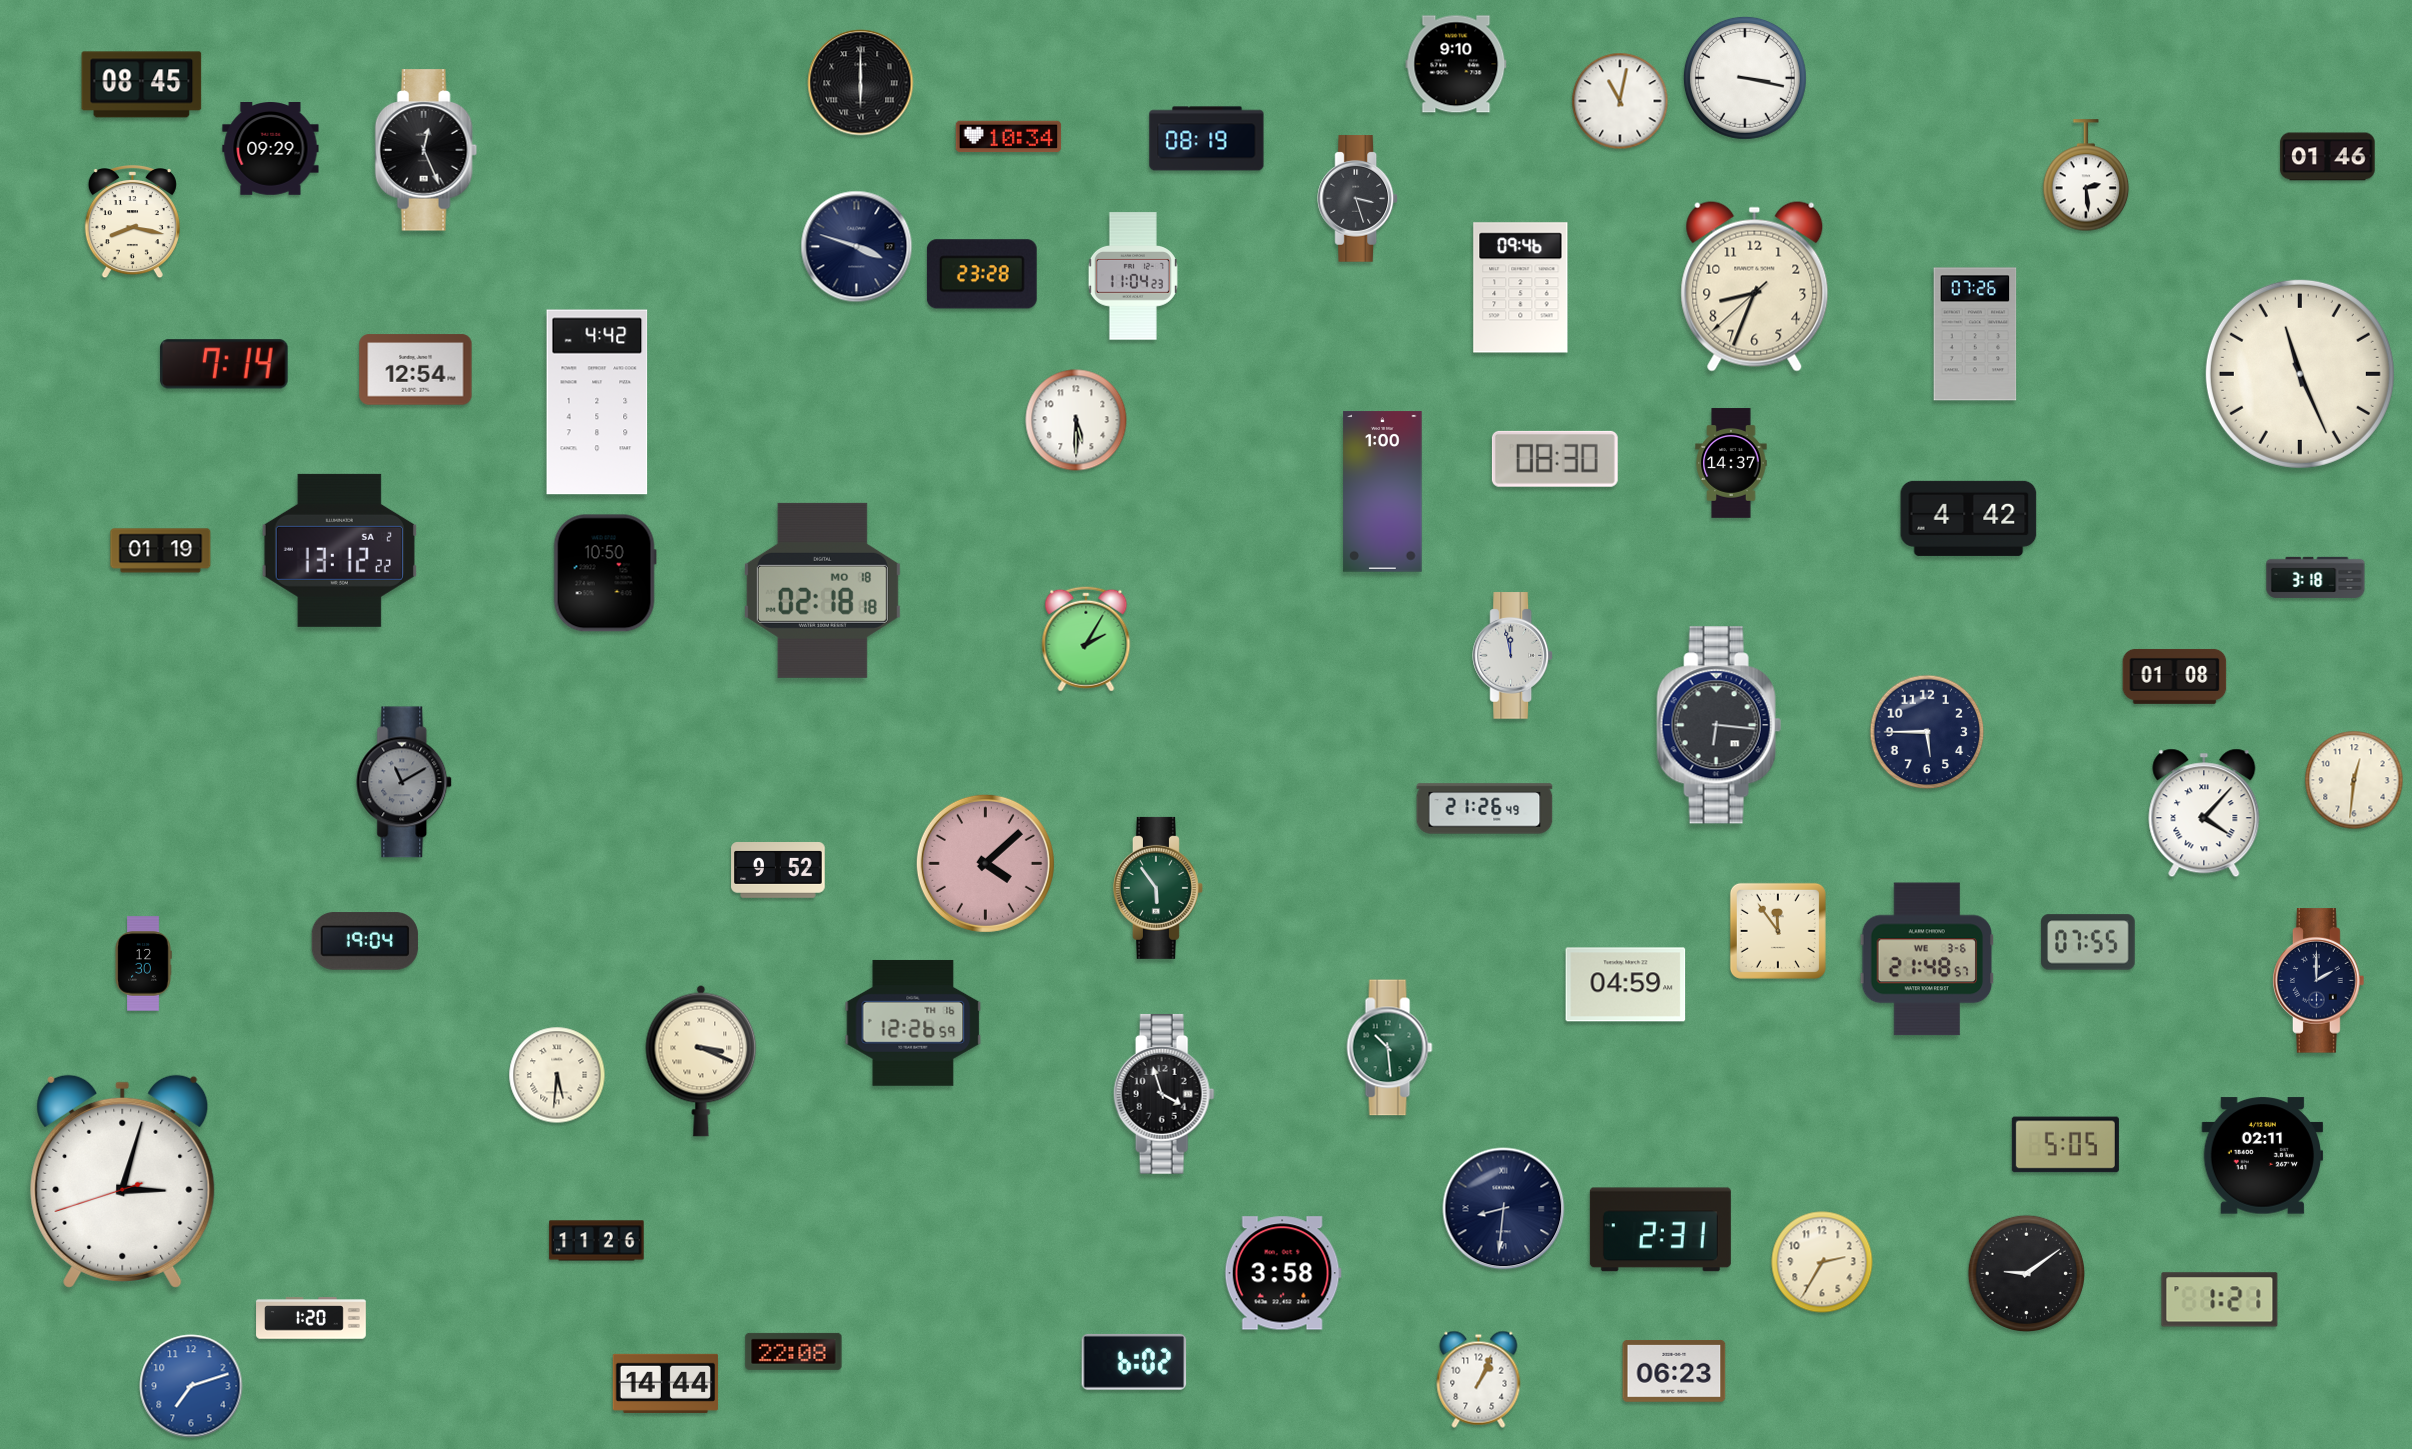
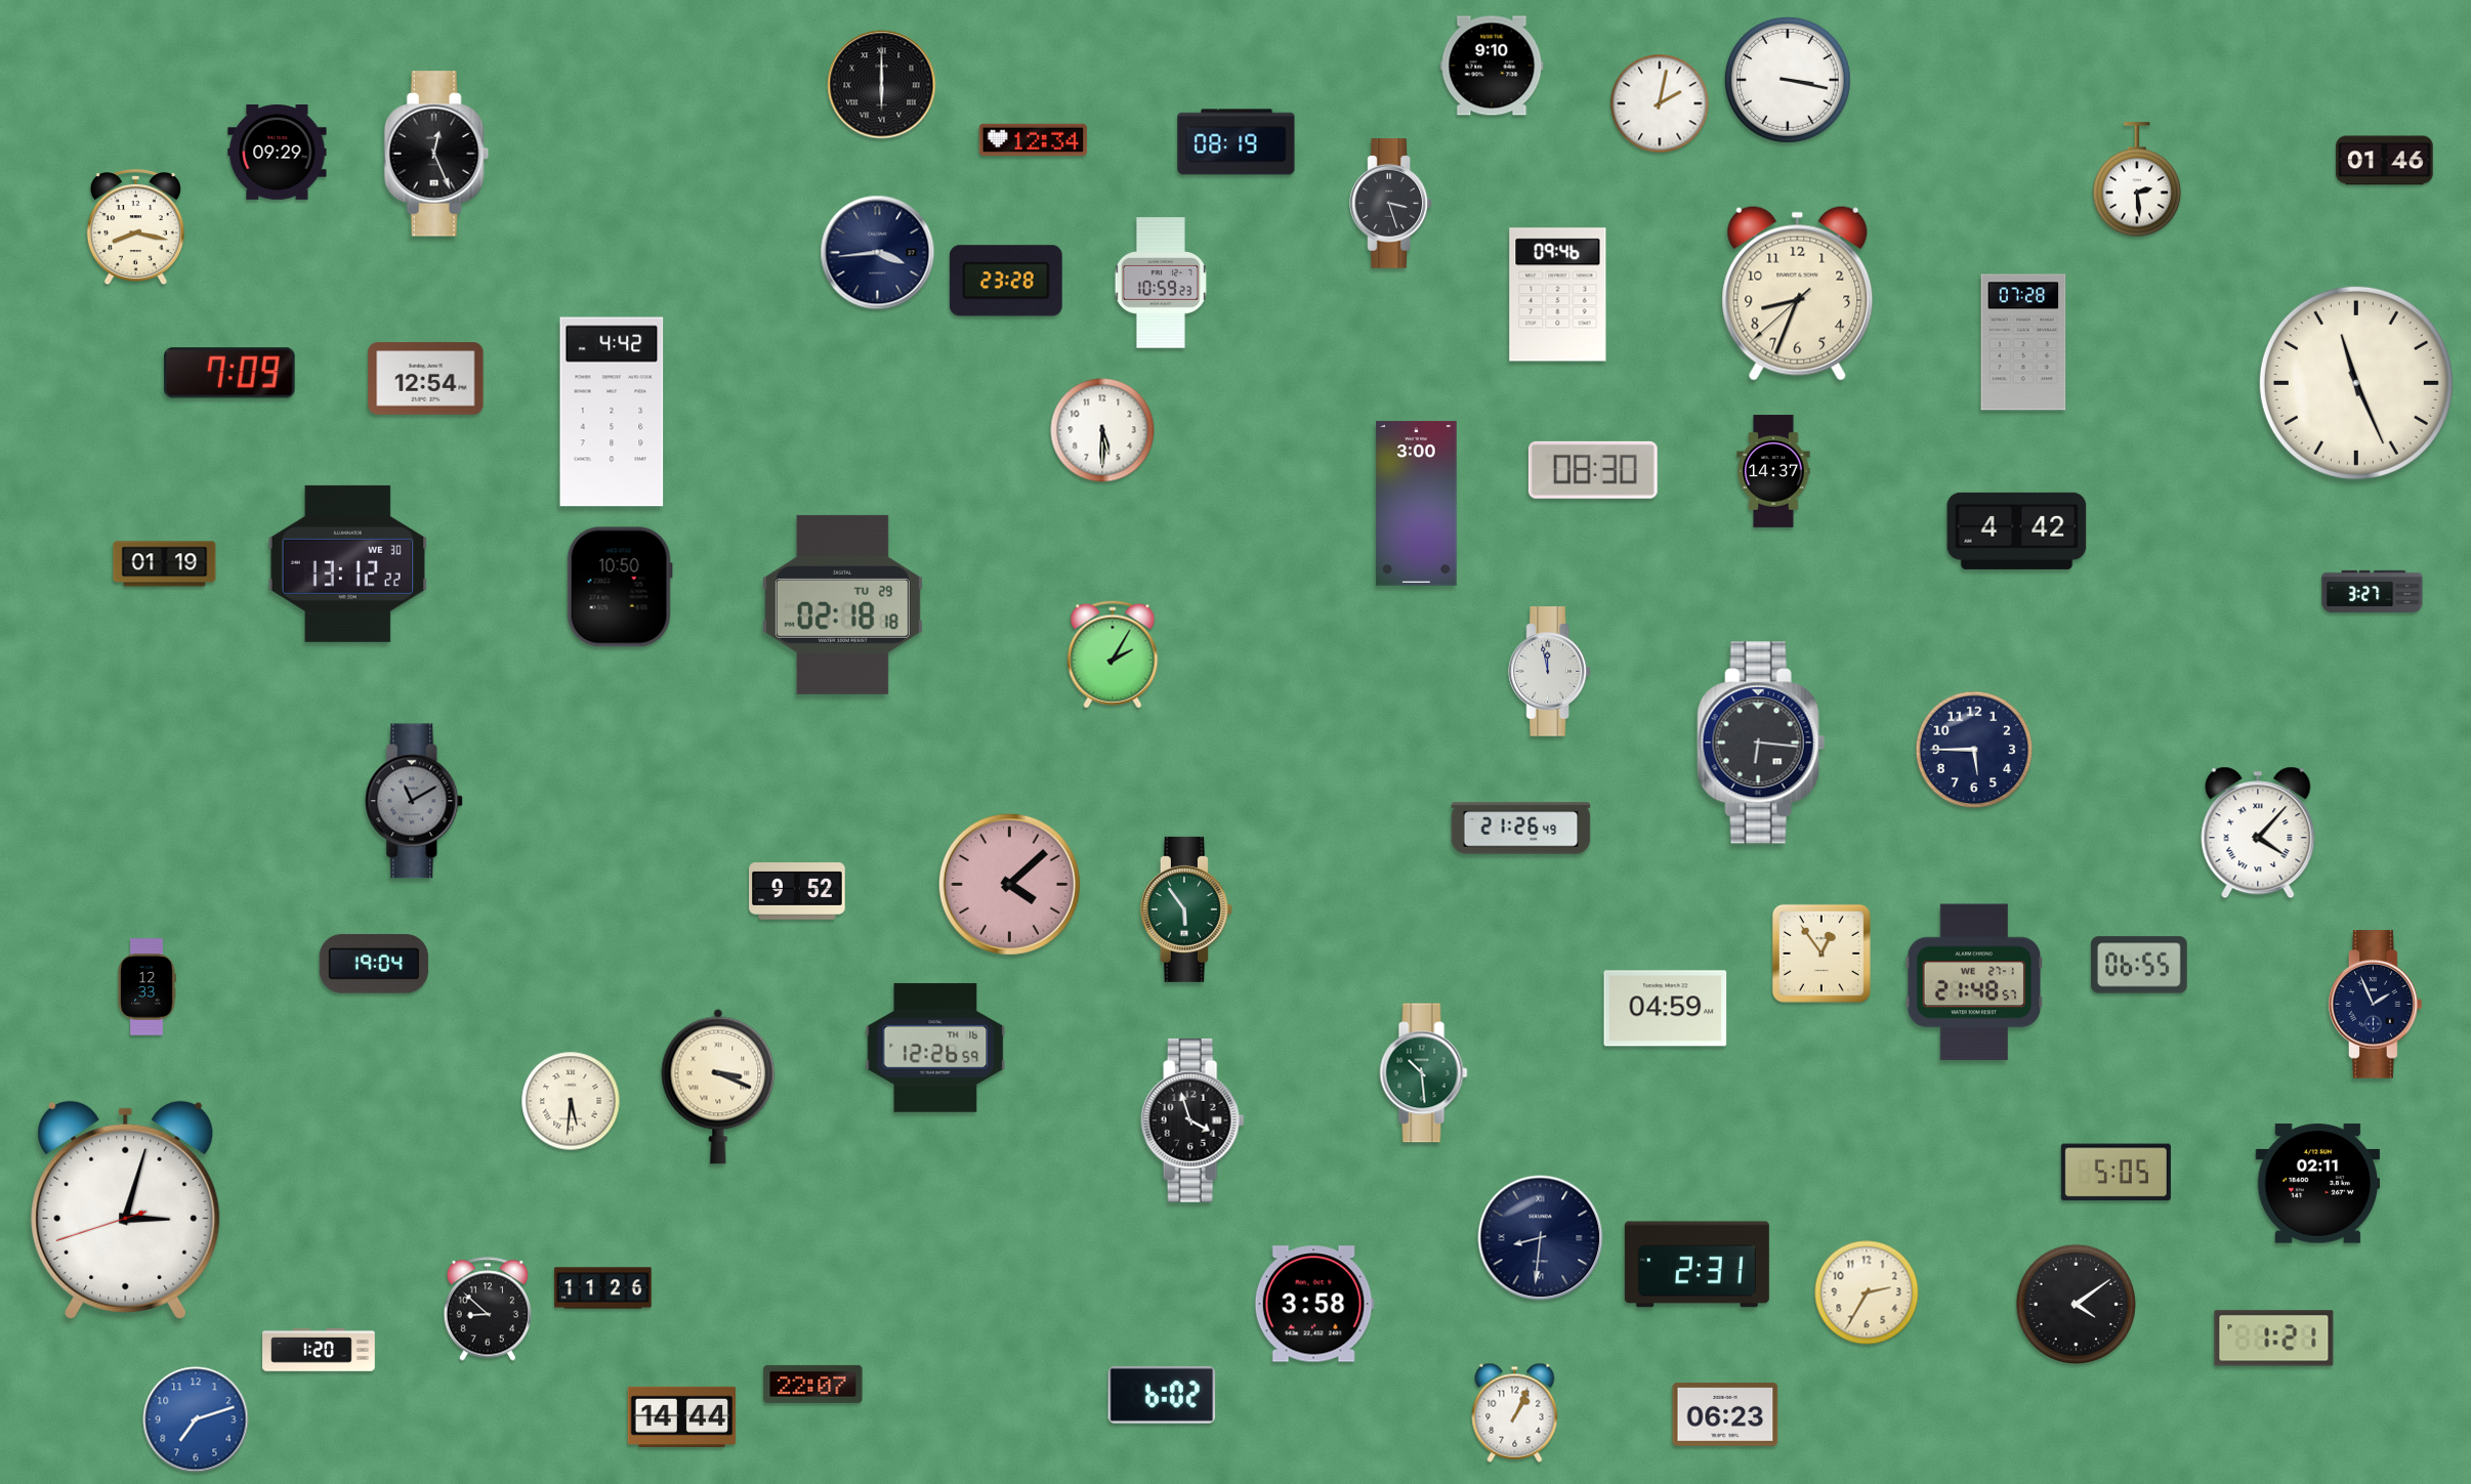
clock at (142, 85): 08:45 -> none
clock at (1620, 101): 11:02 -> 2:02
clock at (1009, 137): 10:34 -> 12:34
clock at (857, 247): 3:48 -> 3:44
clock at (1133, 276): 11:04 -> 10:59
clock at (1975, 334): 07:26 -> 07:28
clock at (224, 364): 7:14 -> 7:09
clock at (1731, 463) position: (1731, 463) -> (1773, 471)
clock at (1383, 492): 1:00 -> 3:00
clock at (339, 550) date: SA 2 -> WE 30
clock at (2316, 577): 3:18 -> 3:27
clock at (822, 590) date: MO 18 -> TU 29
clock at (2175, 676): 01:08 -> none
clock at (2354, 780): 12:31 -> none
clock at (1778, 931): 11:54 -> 12:54
clock at (2088, 942): 07:55 -> 06:55
clock at (1927, 959) date: WE 3-6 -> WE 27-1
clock at (143, 964): 12:30 -> 12:33
clock at (2319, 981): 2:00 -> 1:56
clock at (1660, 1230) position: (1660, 1230) -> (1697, 1265)
clock at (597, 1241) position: (597, 1241) -> (603, 1288)
clock at (2026, 1273): 9:09 -> 4:09
clock at (488, 1309): none -> 8:52
clock at (2220, 1300) position: (2220, 1300) -> (2274, 1339)
clock at (794, 1351): 22:08 -> 22:07
clock at (1674, 1372) position: (1674, 1372) -> (1725, 1415)
